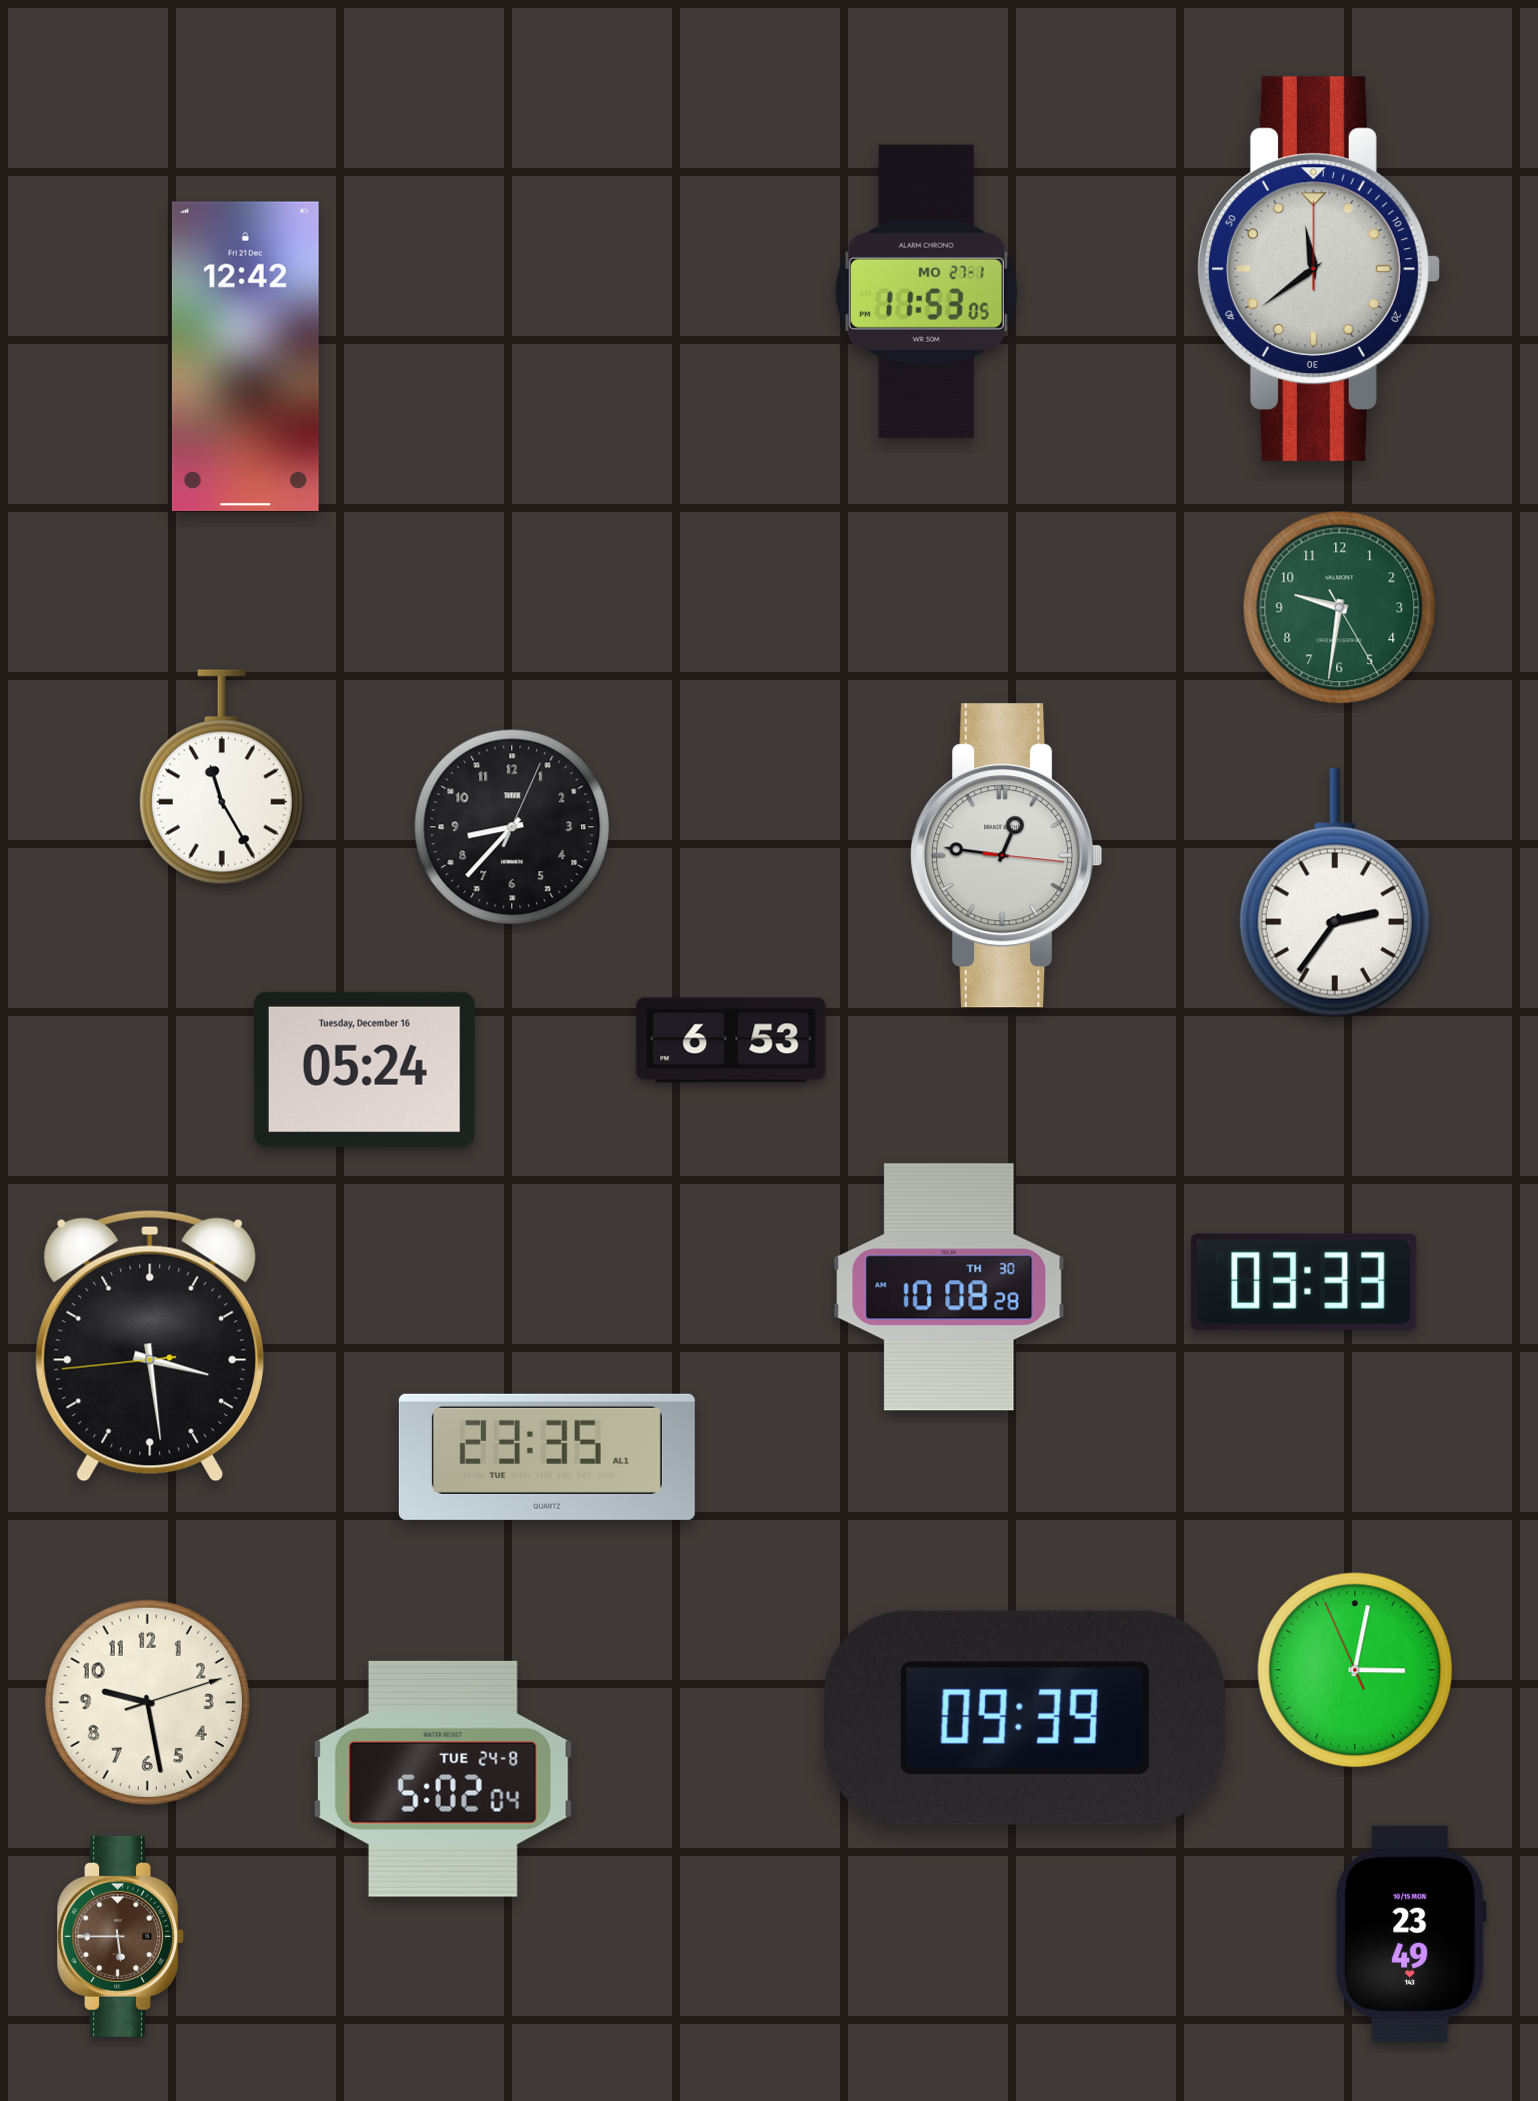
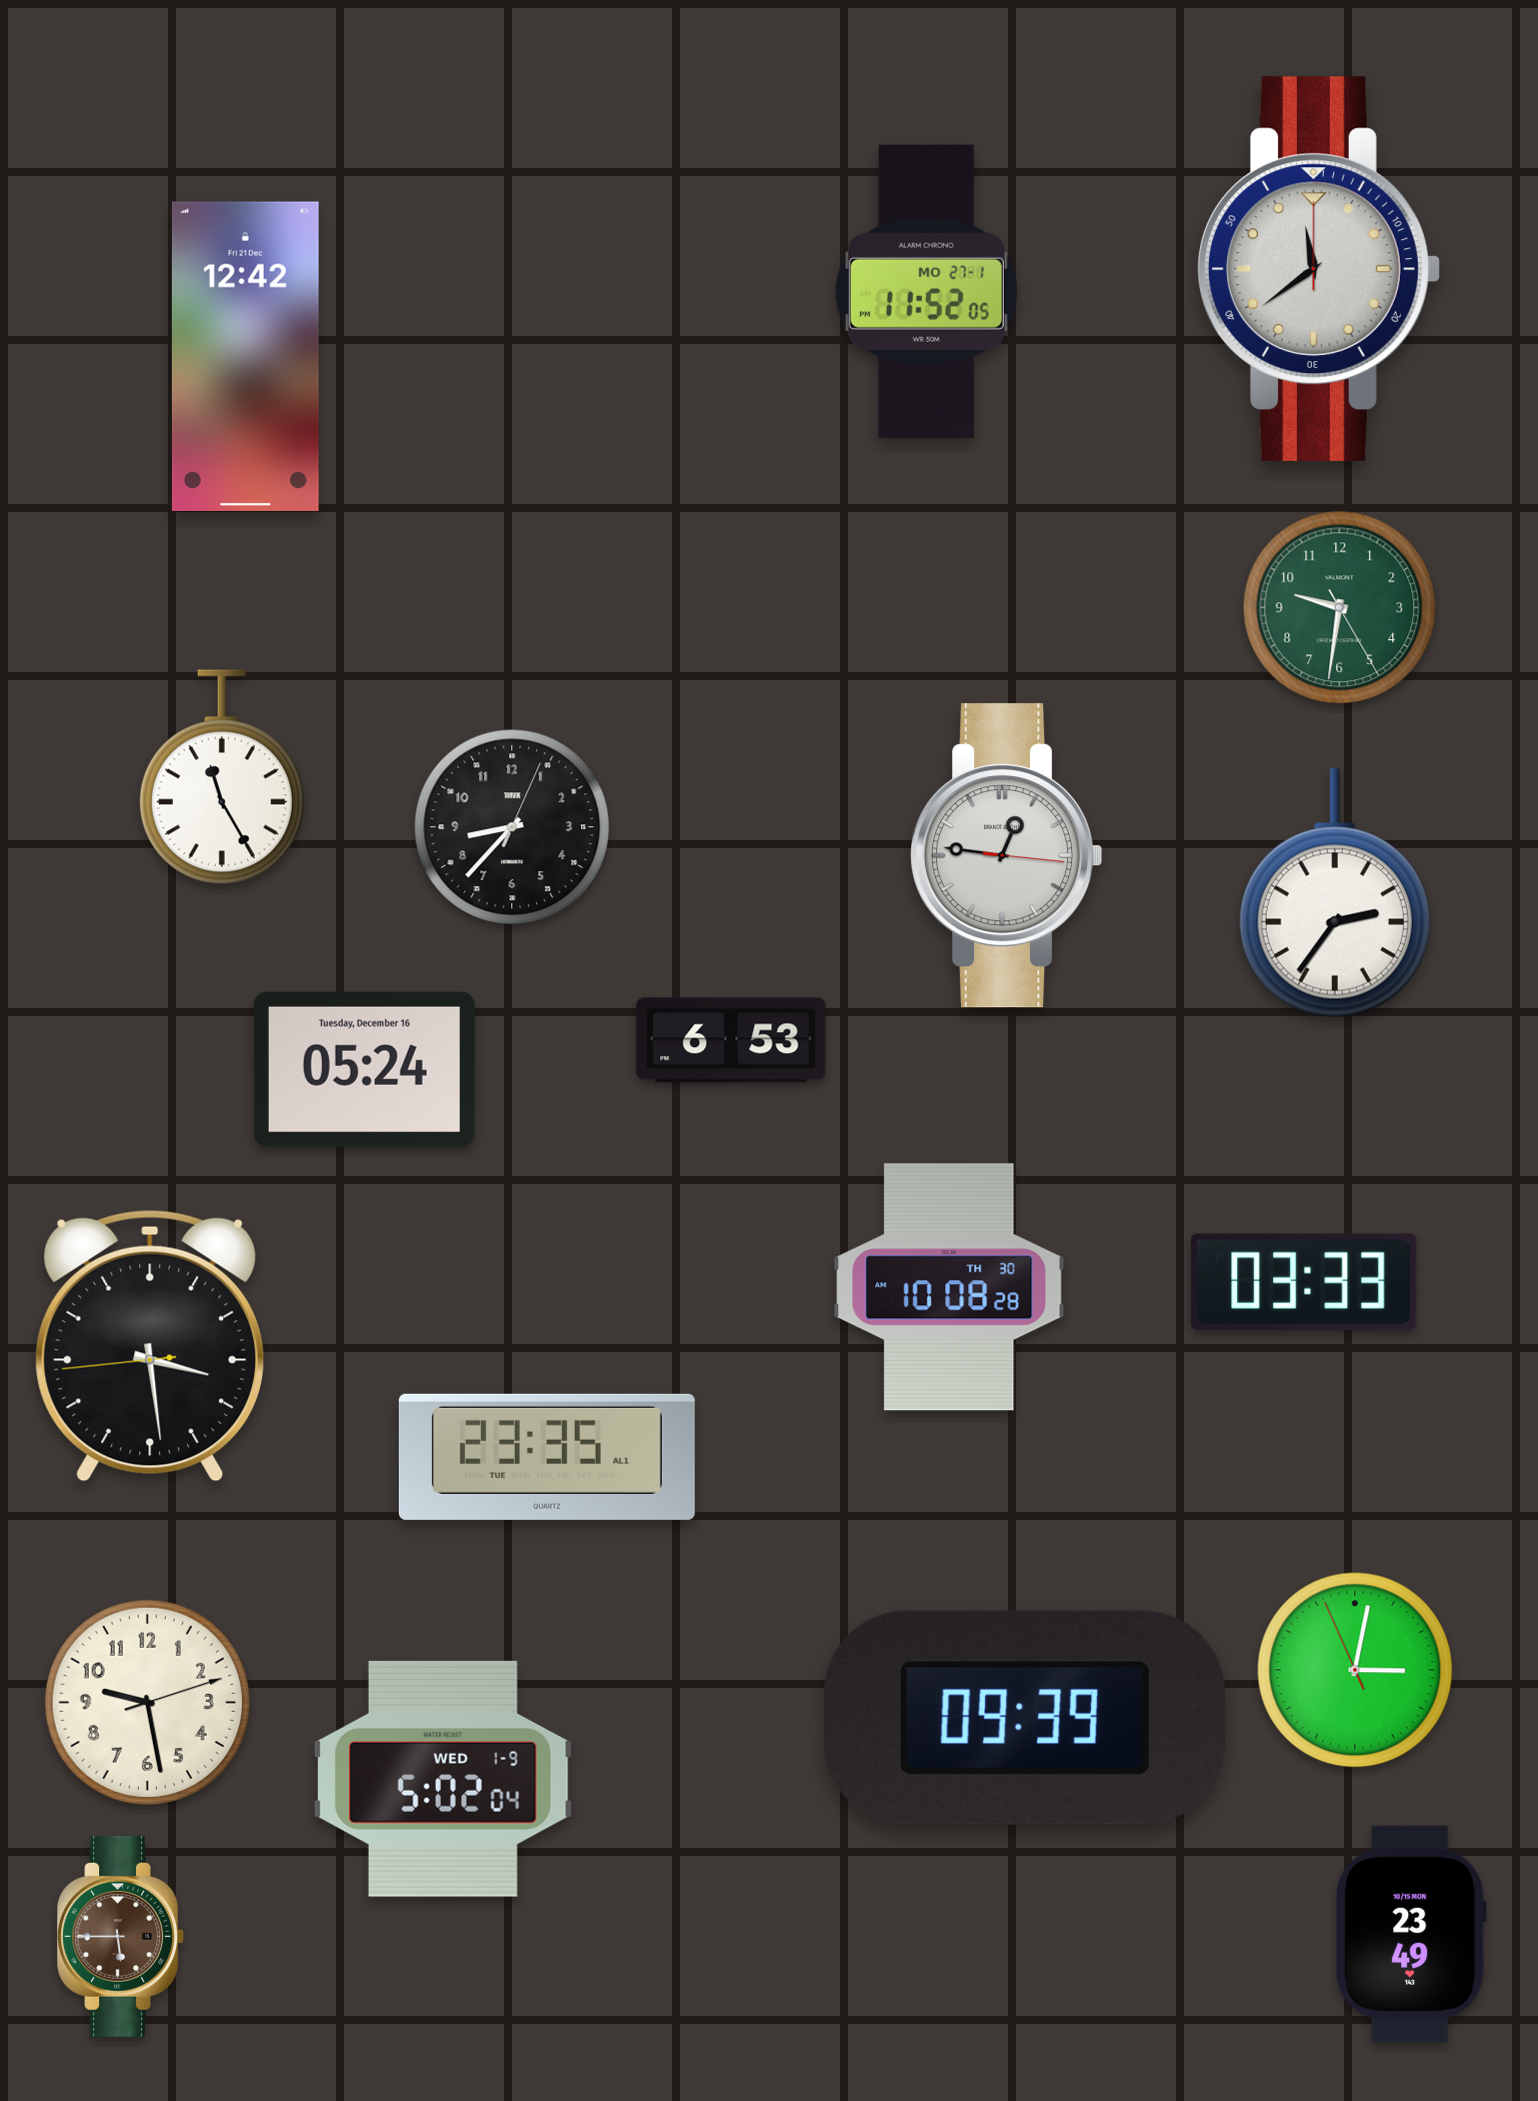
clock at (926, 291): 11:53 -> 11:52
clock at (443, 1779) date: TUE 24-8 -> WED 1-9
